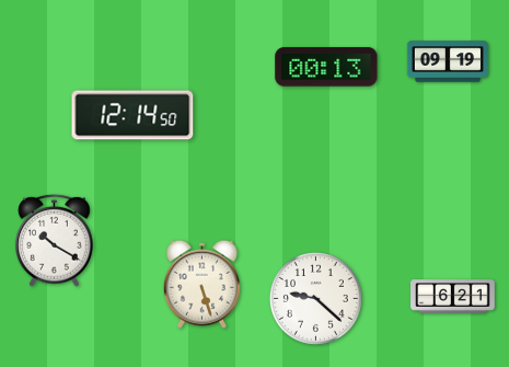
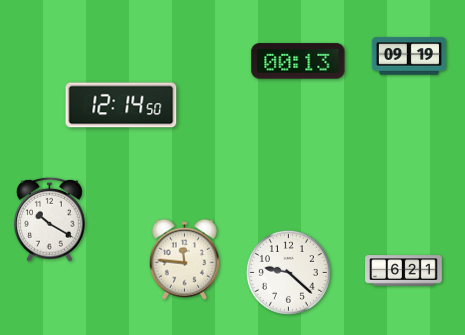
clock at (201, 284): 5:27 -> 11:46
clock at (453, 297) position: (453, 297) -> (404, 271)
